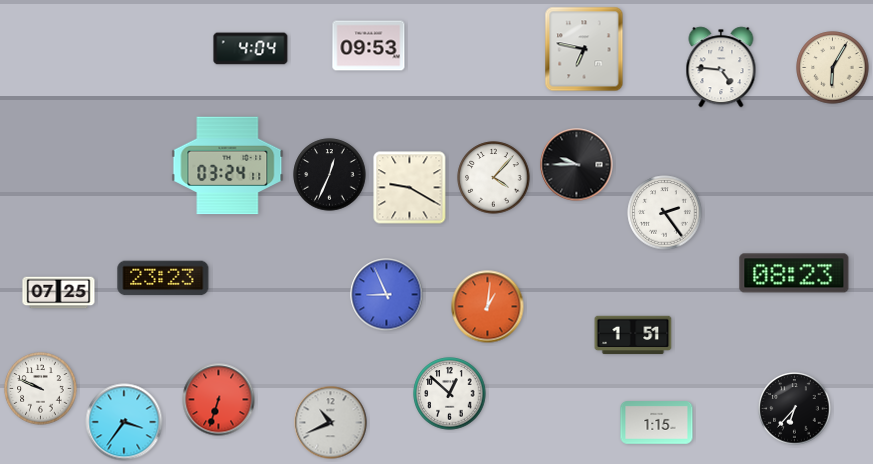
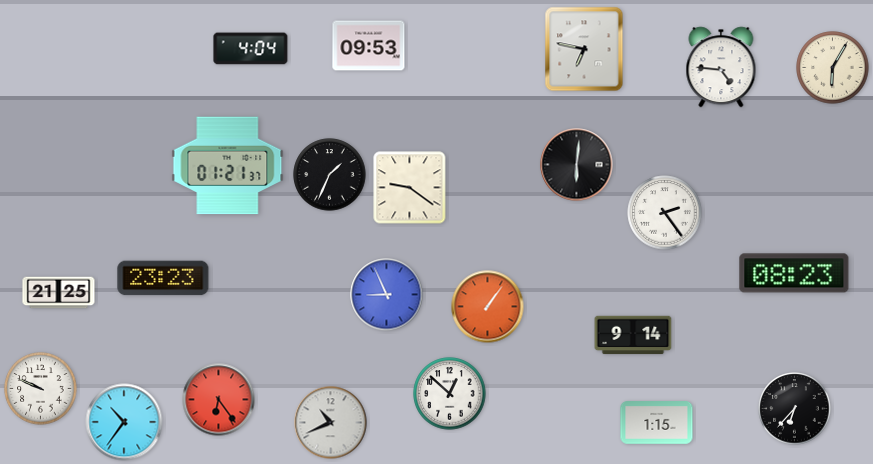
clock at (577, 165): 9:45 -> 6:01
clock at (228, 166): 03:24 -> 01:21
clock at (330, 175): 12:34 -> 1:34
clock at (494, 178): 4:07 -> none
clock at (410, 188): 9:20 -> 9:21
clock at (59, 293): 07:25 -> 21:25
clock at (488, 307): 1:01 -> 1:06
clock at (633, 335): 1:51 -> 9:14
clock at (219, 400): 6:33 -> 6:24
clock at (124, 422): 3:36 -> 10:36
